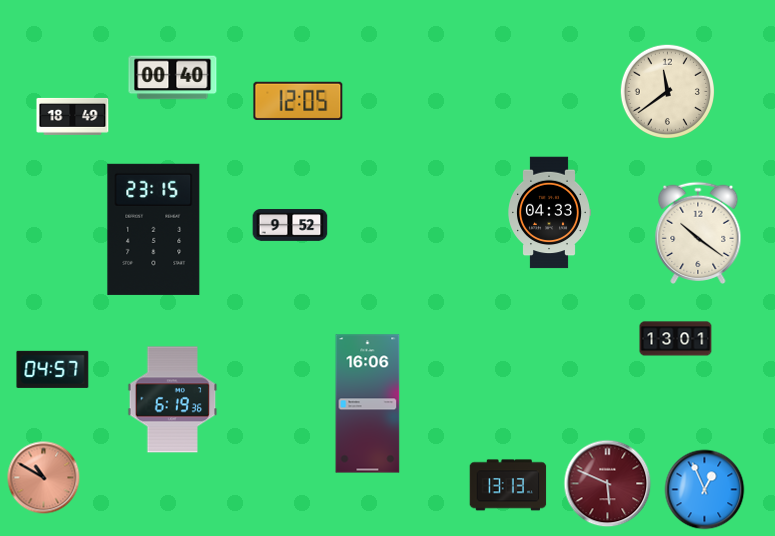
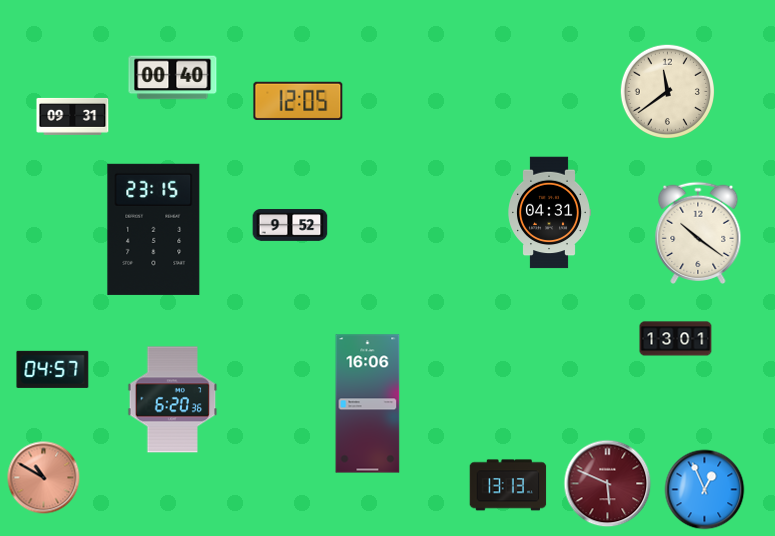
clock at (73, 116): 18:49 -> 09:31
clock at (549, 213): 04:33 -> 04:31
clock at (173, 400): 6:19 -> 6:20
